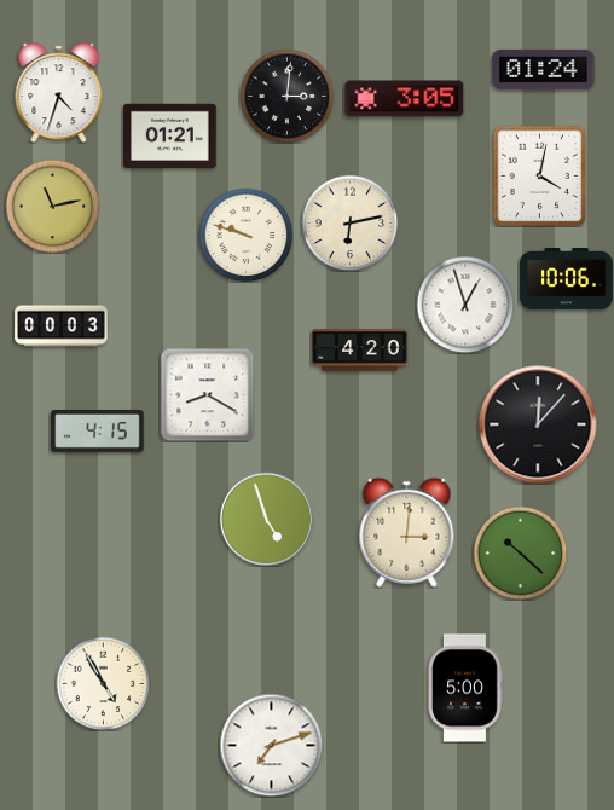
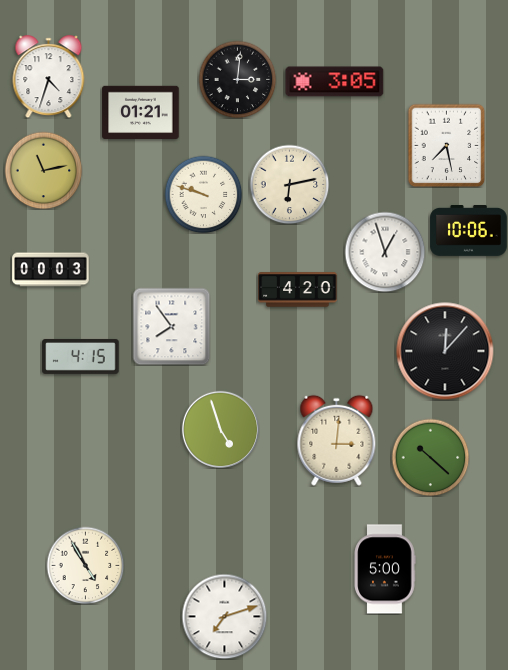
clock at (544, 69): 01:24 -> none
clock at (540, 175): 4:02 -> 7:28
clock at (207, 394): 8:20 -> 7:54
